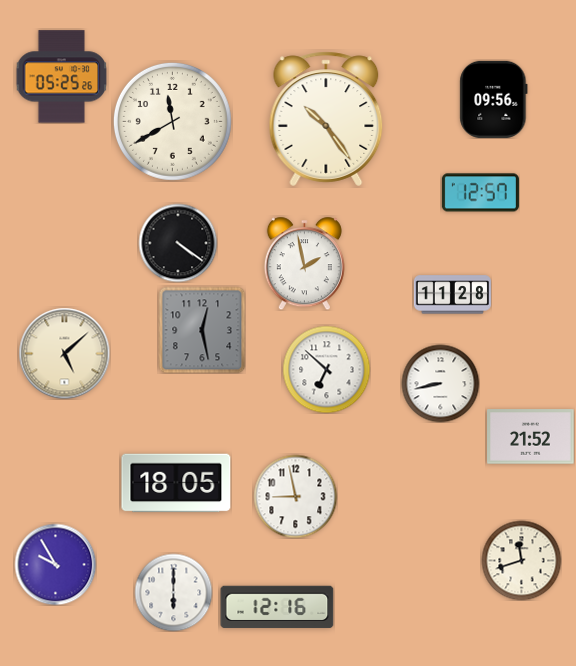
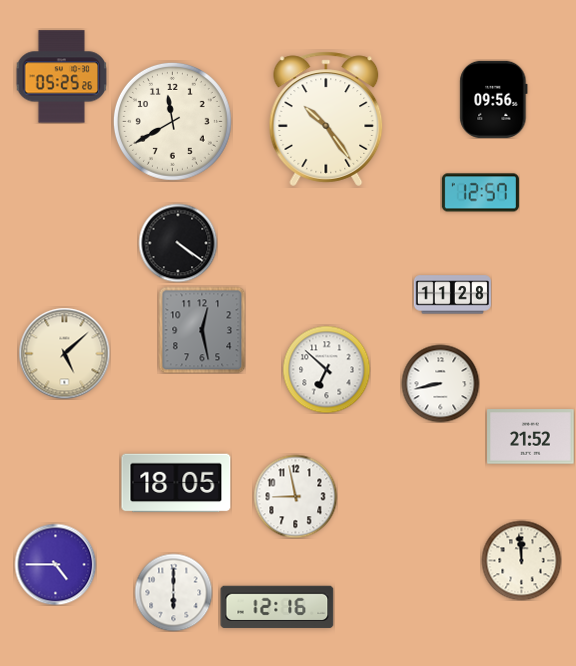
clock at (304, 263): 1:58 -> none
clock at (521, 560): 11:42 -> 11:59
clock at (55, 564): 9:55 -> 4:45
